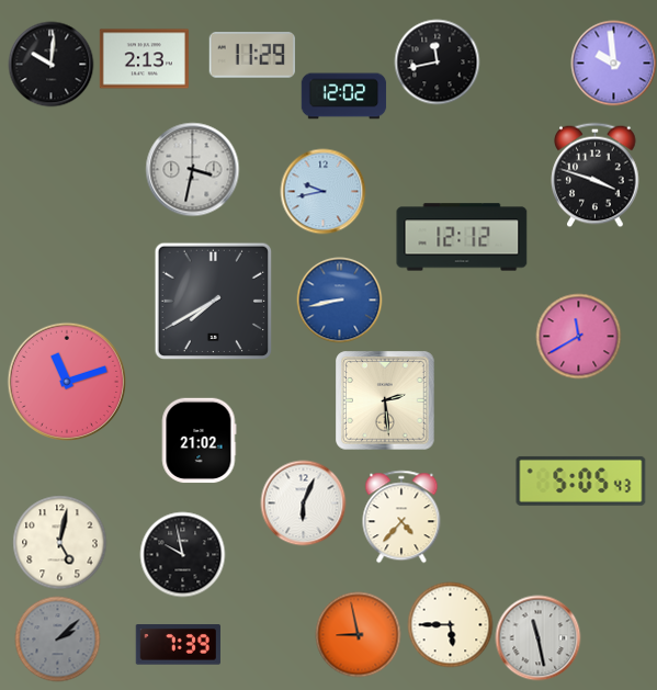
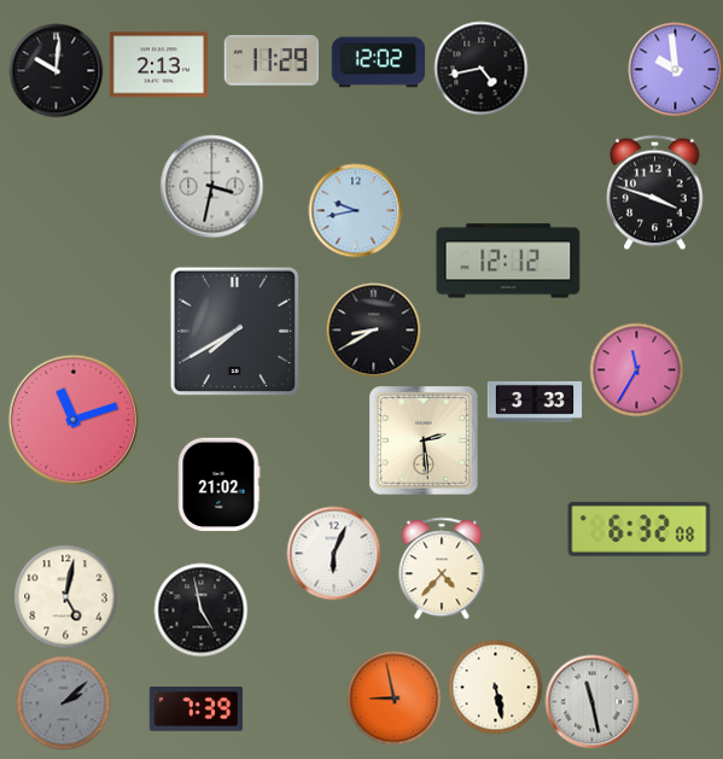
clock at (252, 56) position: (252, 56) -> (272, 62)
clock at (437, 61): 11:43 -> 4:43
clock at (343, 97) position: (343, 97) -> (378, 63)
clock at (339, 299): 8:43 -> 8:40
clock at (339, 299) dial: blue -> black
clock at (578, 336): 11:40 -> 11:35
clock at (535, 402): none -> 3:33
clock at (581, 480): 5:05 -> 6:32
clock at (182, 554): 9:58 -> 4:58
clock at (450, 624): 5:45 -> 5:28
